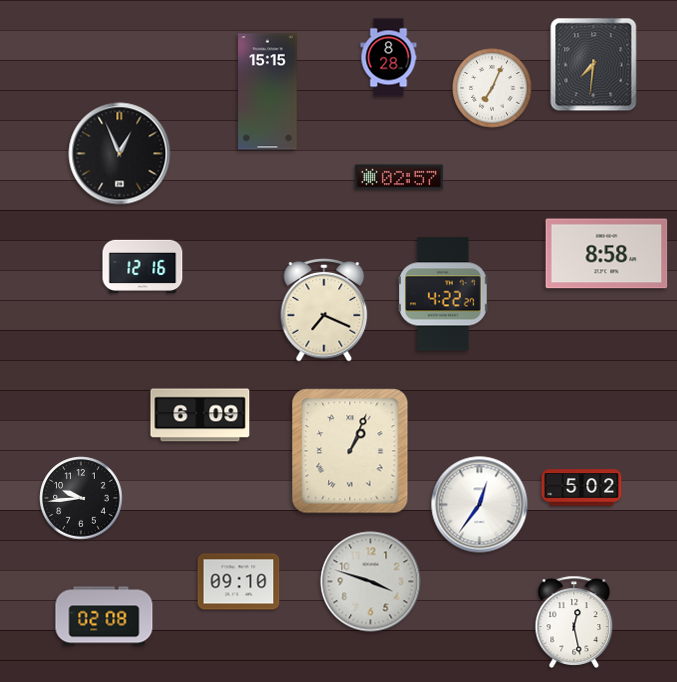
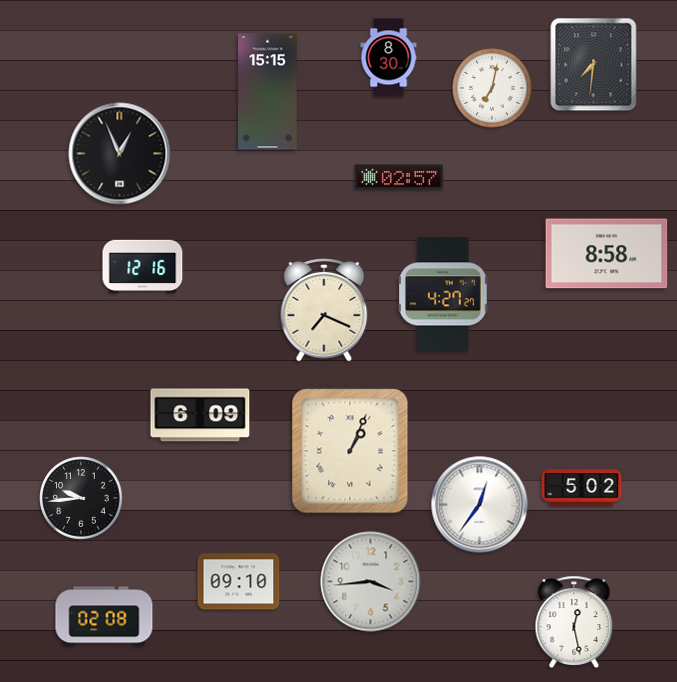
clock at (389, 58): 8:28 -> 8:30
clock at (493, 89): 7:04 -> 7:02
clock at (443, 294): 4:22 -> 4:27
clock at (371, 582): 3:48 -> 3:44
